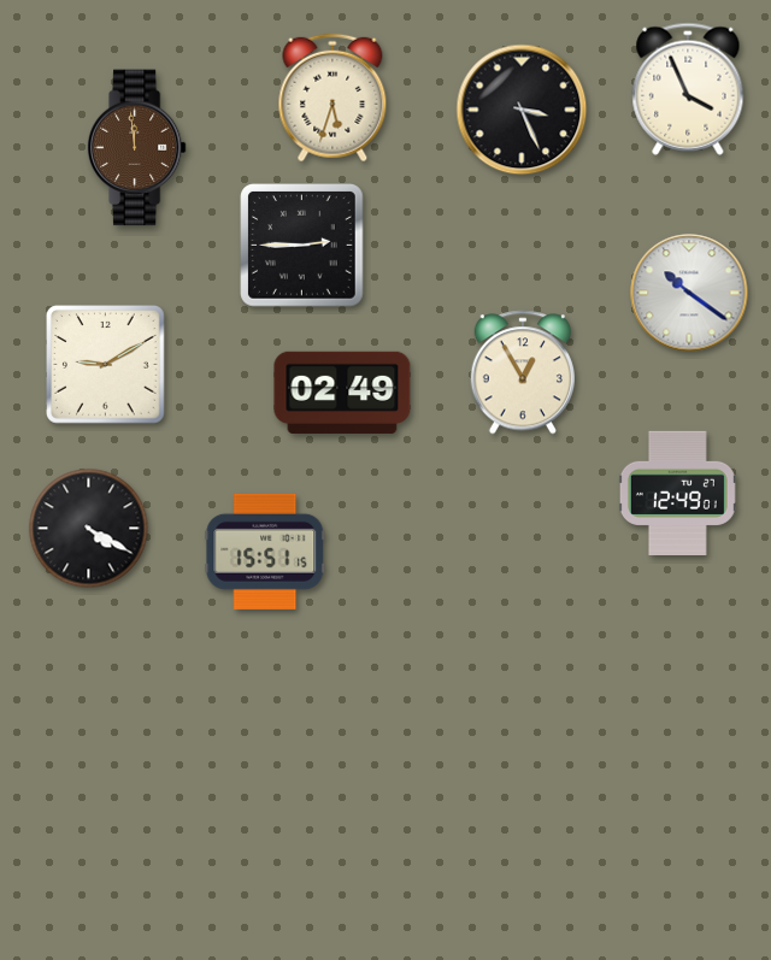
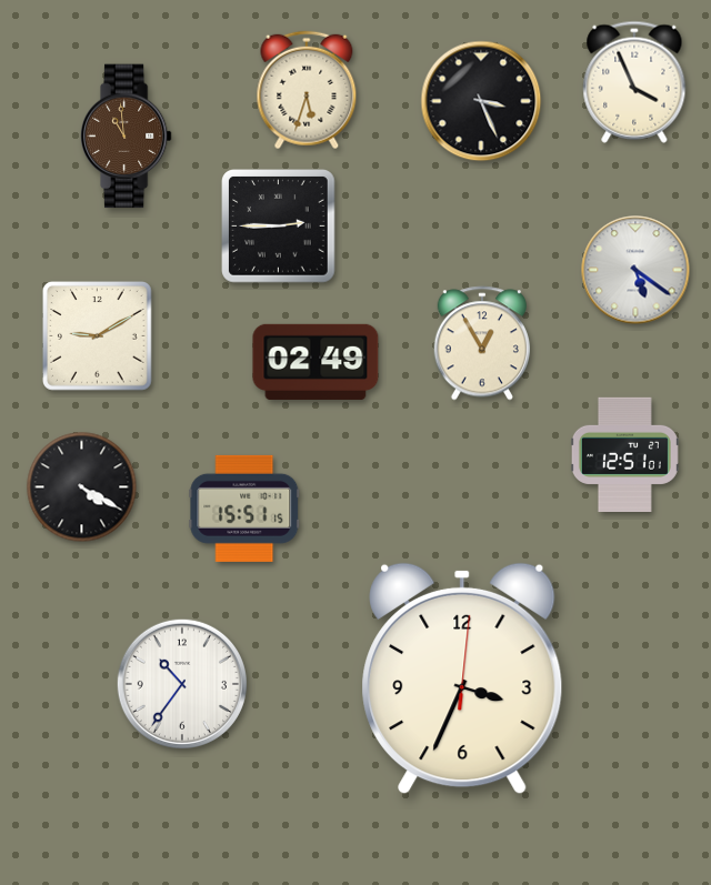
clock at (136, 148): 11:59 -> 10:59
clock at (689, 293): 10:21 -> 5:21
clock at (677, 493): 12:49 -> 12:51
clock at (462, 678): none -> 3:34
clock at (182, 684): none -> 10:36
